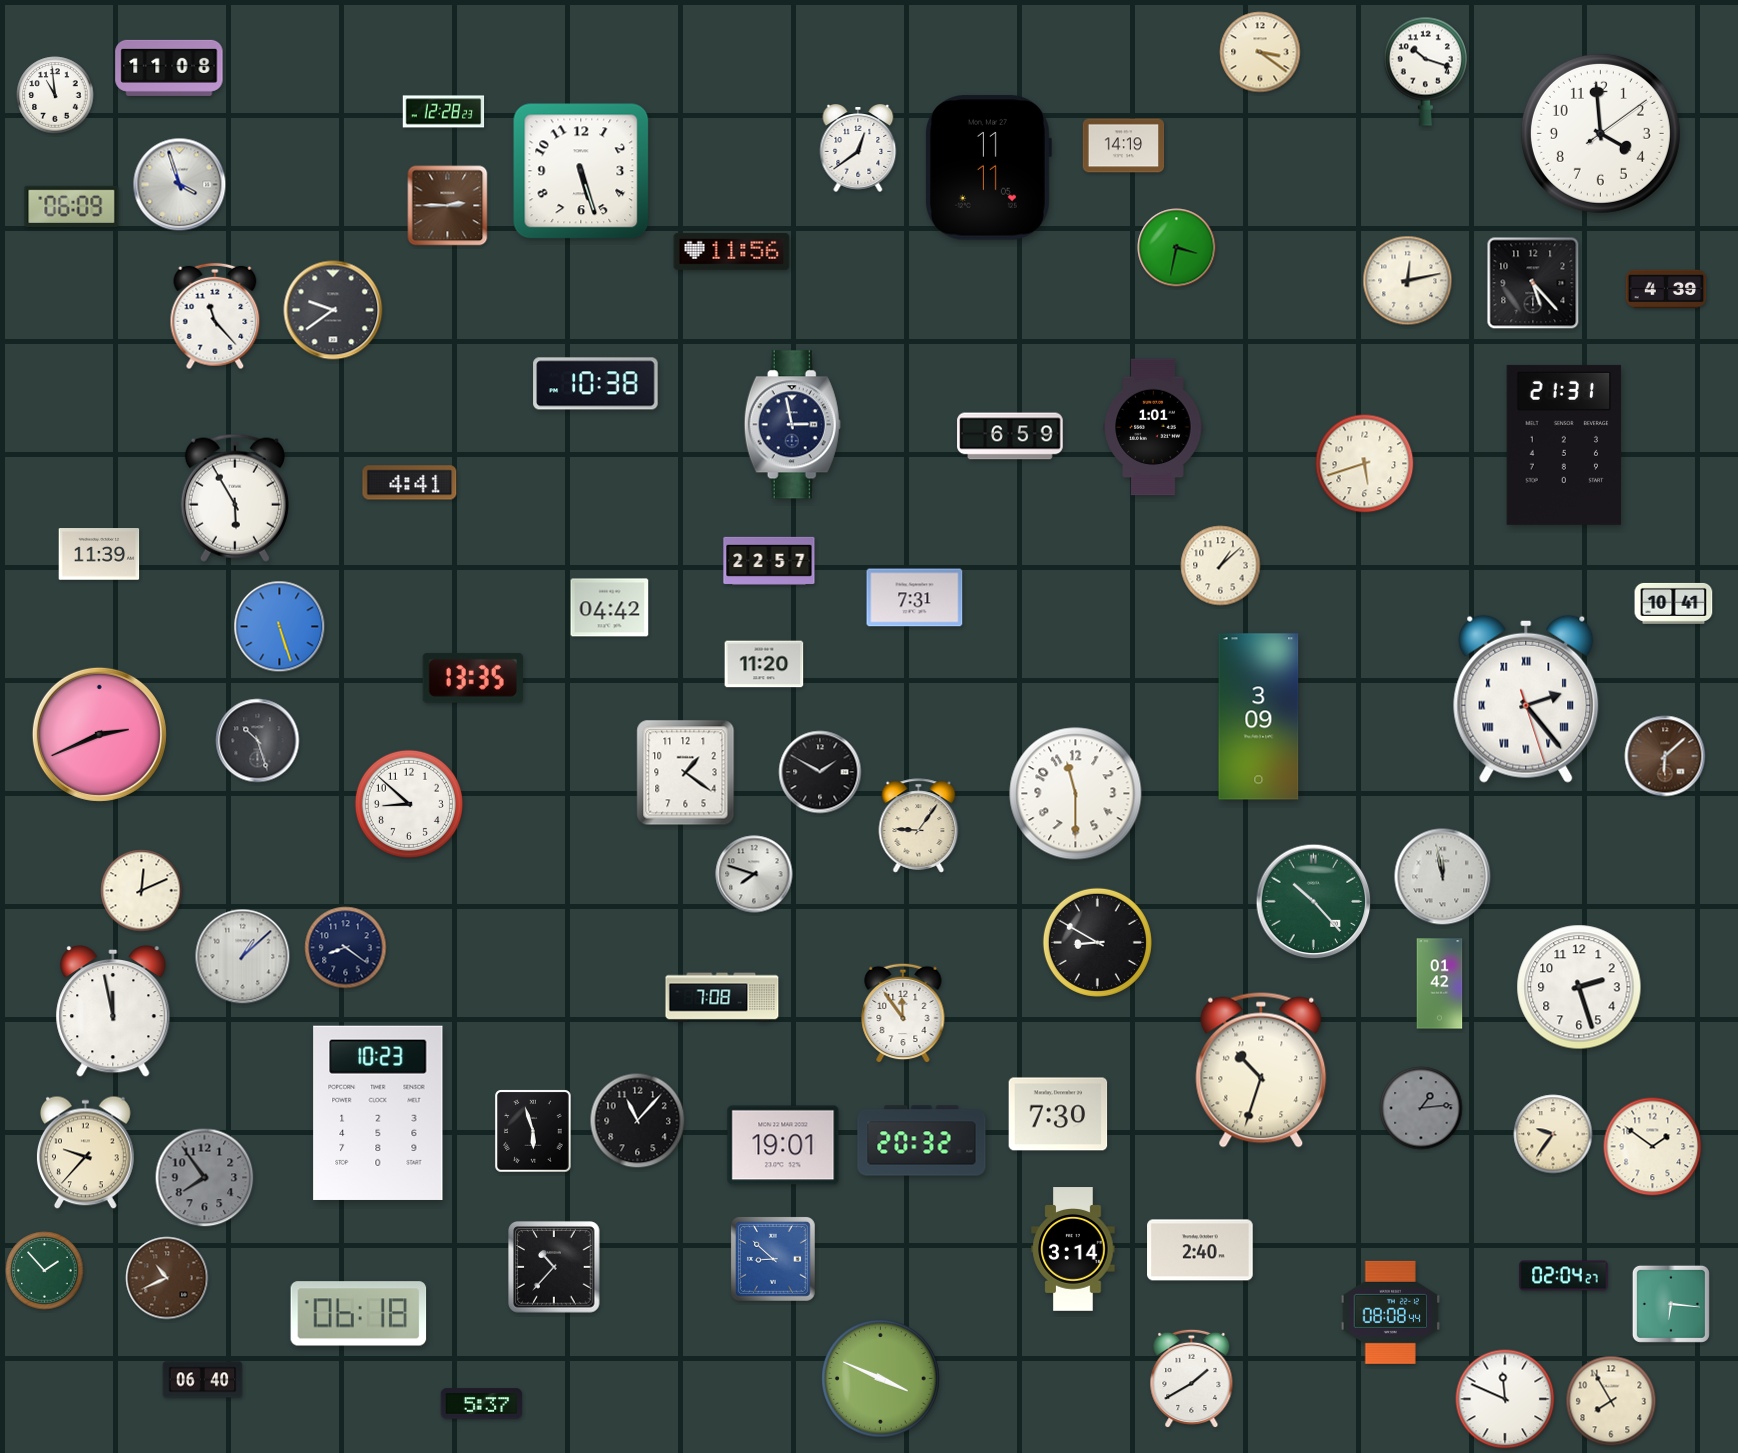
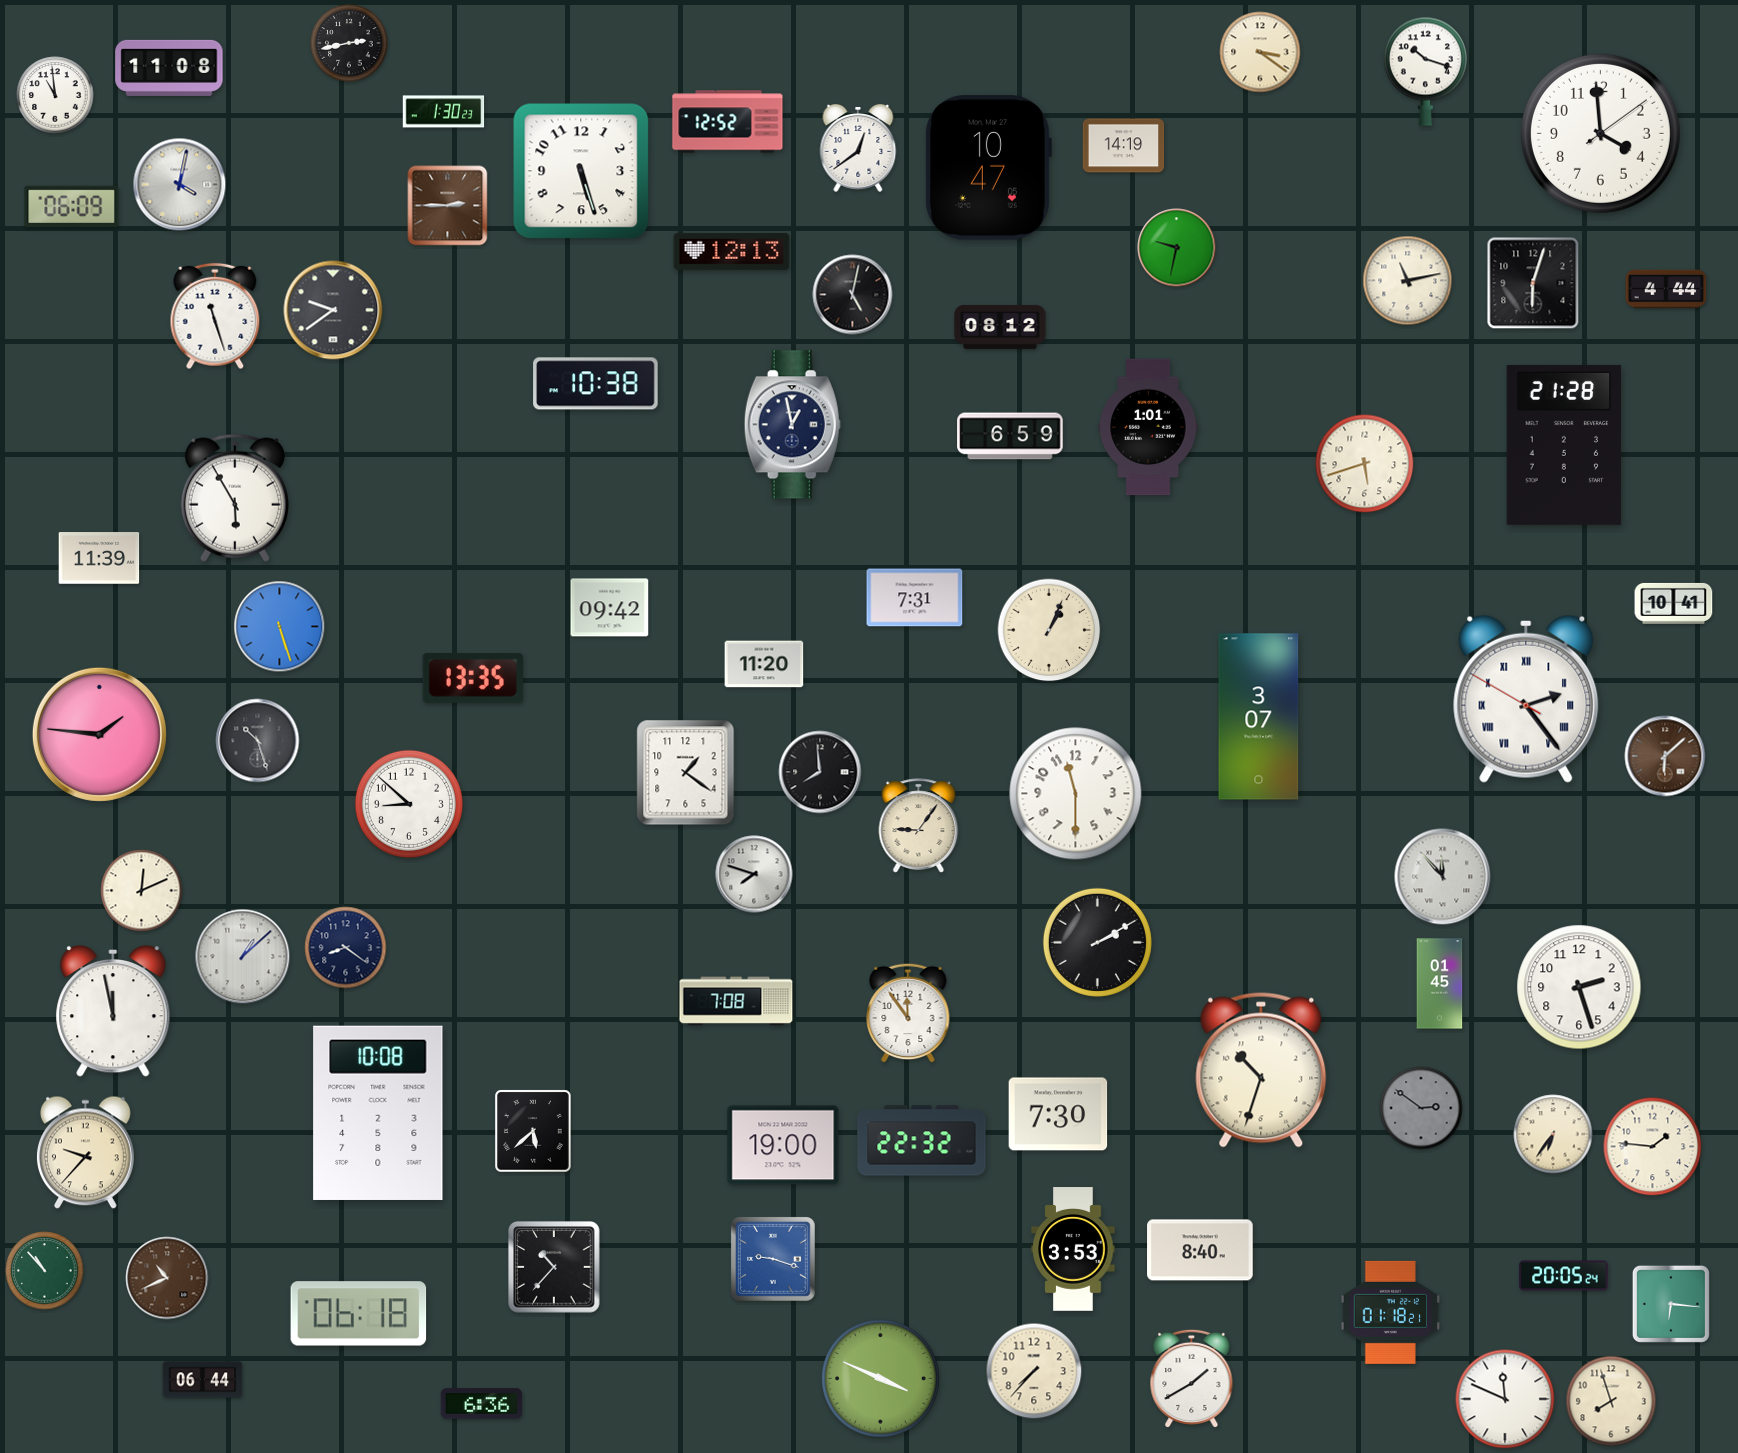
clock at (349, 43): none -> 2:43
clock at (444, 112): 12:28 -> 1:30
clock at (728, 122): none -> 12:52
clock at (988, 168): 11:11 -> 10:47
clock at (180, 185): 3:57 -> 4:02
clock at (1177, 248): 3:32 -> 9:32
clock at (732, 252): 11:56 -> 12:13
clock at (1408, 281): 12:13 -> 11:13
clock at (1533, 283): 5:23 -> 6:03
clock at (1666, 289): 4:39 -> 4:44
clock at (853, 295): none -> 5:02
clock at (215, 316): 11:23 -> 11:27
clock at (1000, 327): none -> 08:12
clock at (792, 425): 2:58 -> 12:58
clock at (1153, 427) position: (1153, 427) -> (1148, 427)
clock at (1564, 445): 21:31 -> 21:28
clock at (410, 483): 4:41 -> none
clock at (99, 554) position: (99, 554) -> (99, 558)
clock at (769, 561): 22:57 -> none
clock at (1221, 566): 1:08 -> none
clock at (610, 608): 04:42 -> 09:42
clock at (1049, 630): none -> 1:04
clock at (1526, 699): 2:23:27 -> 2:23:50
clock at (1259, 717): 3:09 -> 3:07
clock at (99, 734): 2:41 -> 1:46
clock at (820, 772): 1:50 -> 7:59
clock at (1443, 877): 11:58 -> 11:53
clock at (1314, 902): 10:23 -> none
clock at (1097, 942): 8:50 -> 2:10
clock at (1440, 984): 01:42 -> 01:45
clock at (722, 997) position: (722, 997) -> (736, 1001)
clock at (903, 1013) position: (903, 1013) -> (908, 1013)
clock at (1421, 1108): 1:14 -> 2:51
clock at (378, 1113): 10:23 -> 10:08
clock at (638, 1121): 11:07 -> none
clock at (533, 1131): 5:57 -> 5:38
clock at (1553, 1134): 9:36 -> 6:36
clock at (922, 1141): 20:32 -> 22:32
clock at (783, 1145): 19:01 -> 19:00
clock at (1653, 1147): 1:51 -> 1:46
clock at (205, 1178): 7:54 -> none
clock at (1073, 1249): 3:14 -> 3:53
clock at (1200, 1250): 2:40 -> 8:40
clock at (773, 1259): 8:52 -> 9:18
clock at (45, 1271): 1:53 -> 10:53
clock at (1564, 1276): 02:04 -> 20:05
clock at (1391, 1312): 08:08 -> 01:18
clock at (1034, 1371): none -> 7:37
clock at (203, 1380): 06:40 -> 06:44
clock at (1611, 1401): 7:55 -> 7:57
clock at (482, 1404): 5:37 -> 6:36
